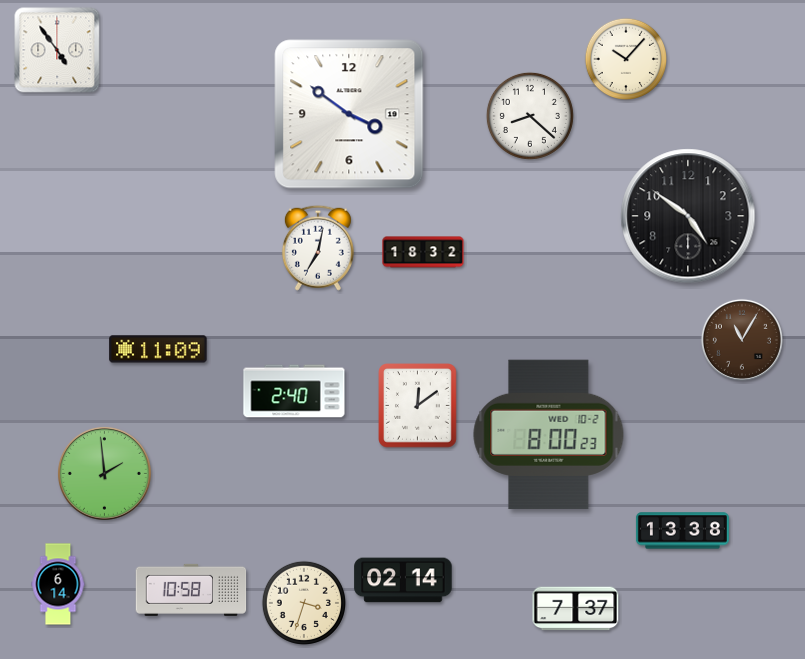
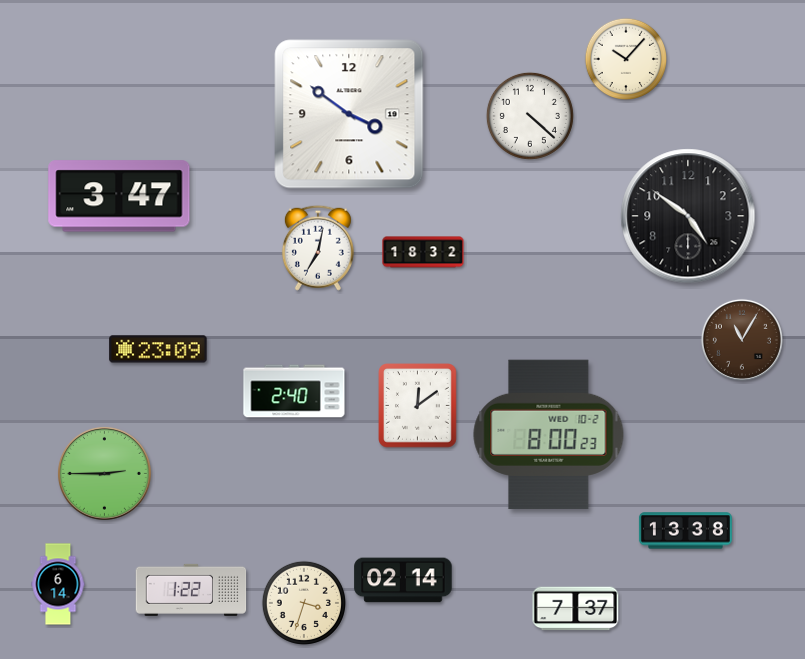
clock at (57, 50): 4:54 -> none
clock at (530, 116): 8:22 -> 4:22
clock at (119, 196): none -> 3:47
clock at (158, 349): 11:09 -> 23:09
clock at (104, 473): 1:59 -> 2:45
clock at (682, 531) position: (682, 531) -> (685, 531)
clock at (191, 590): 10:58 -> 1:22
